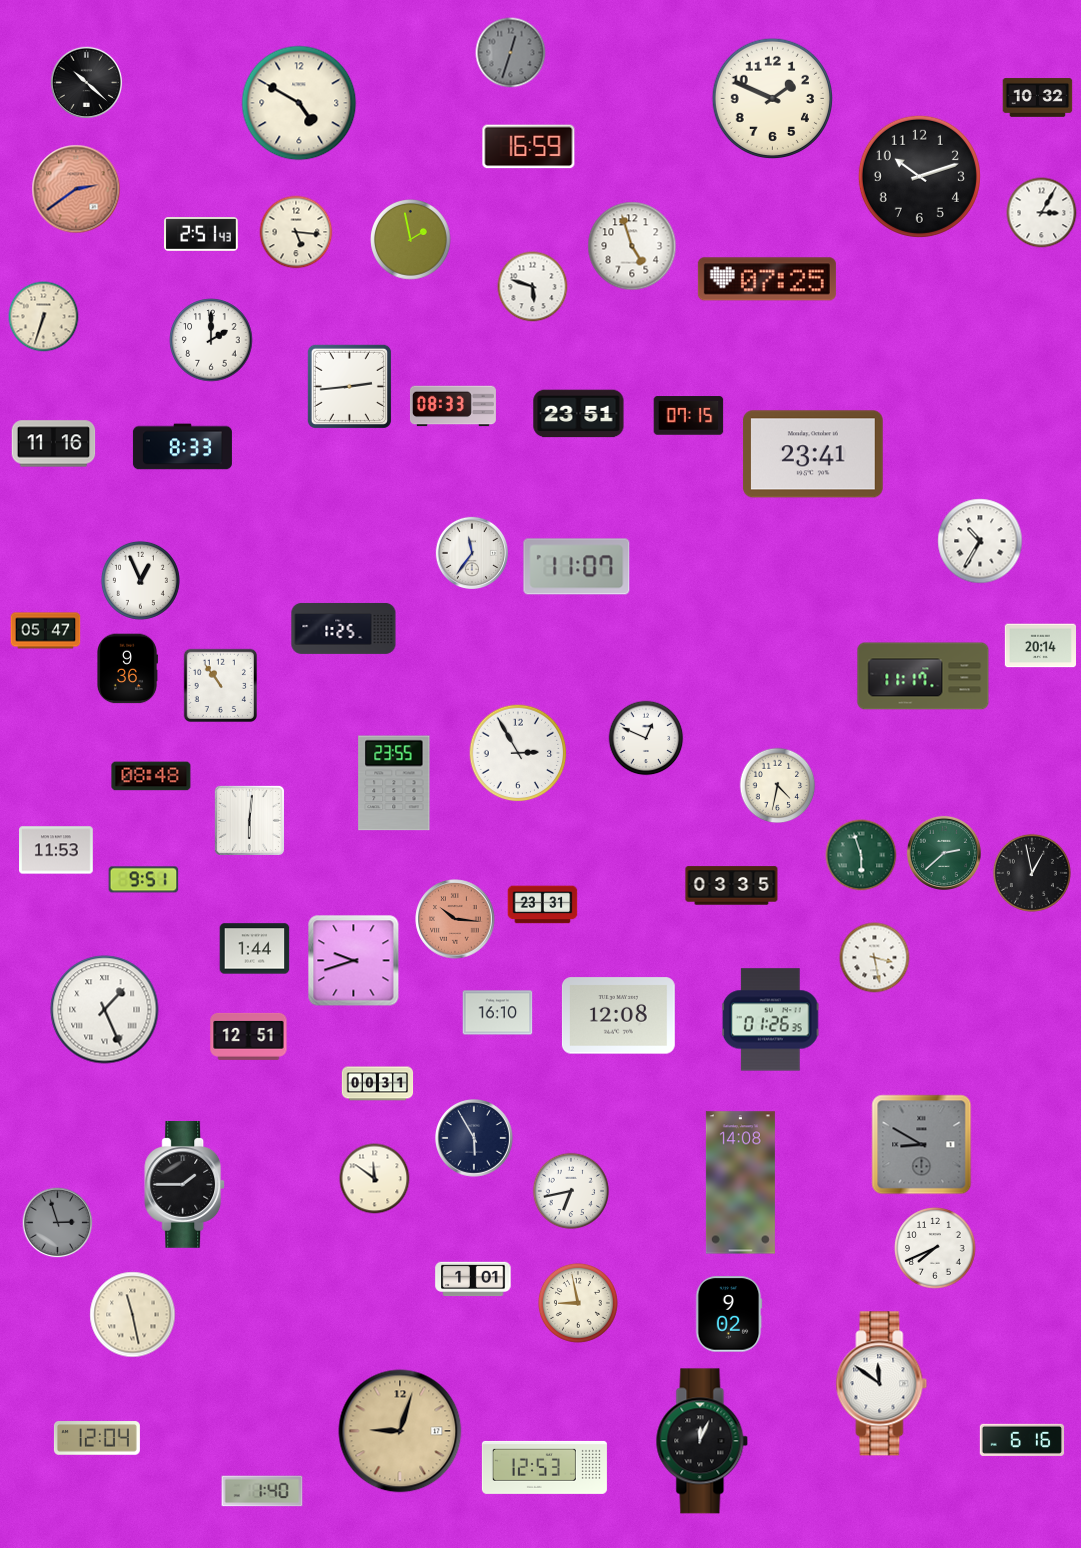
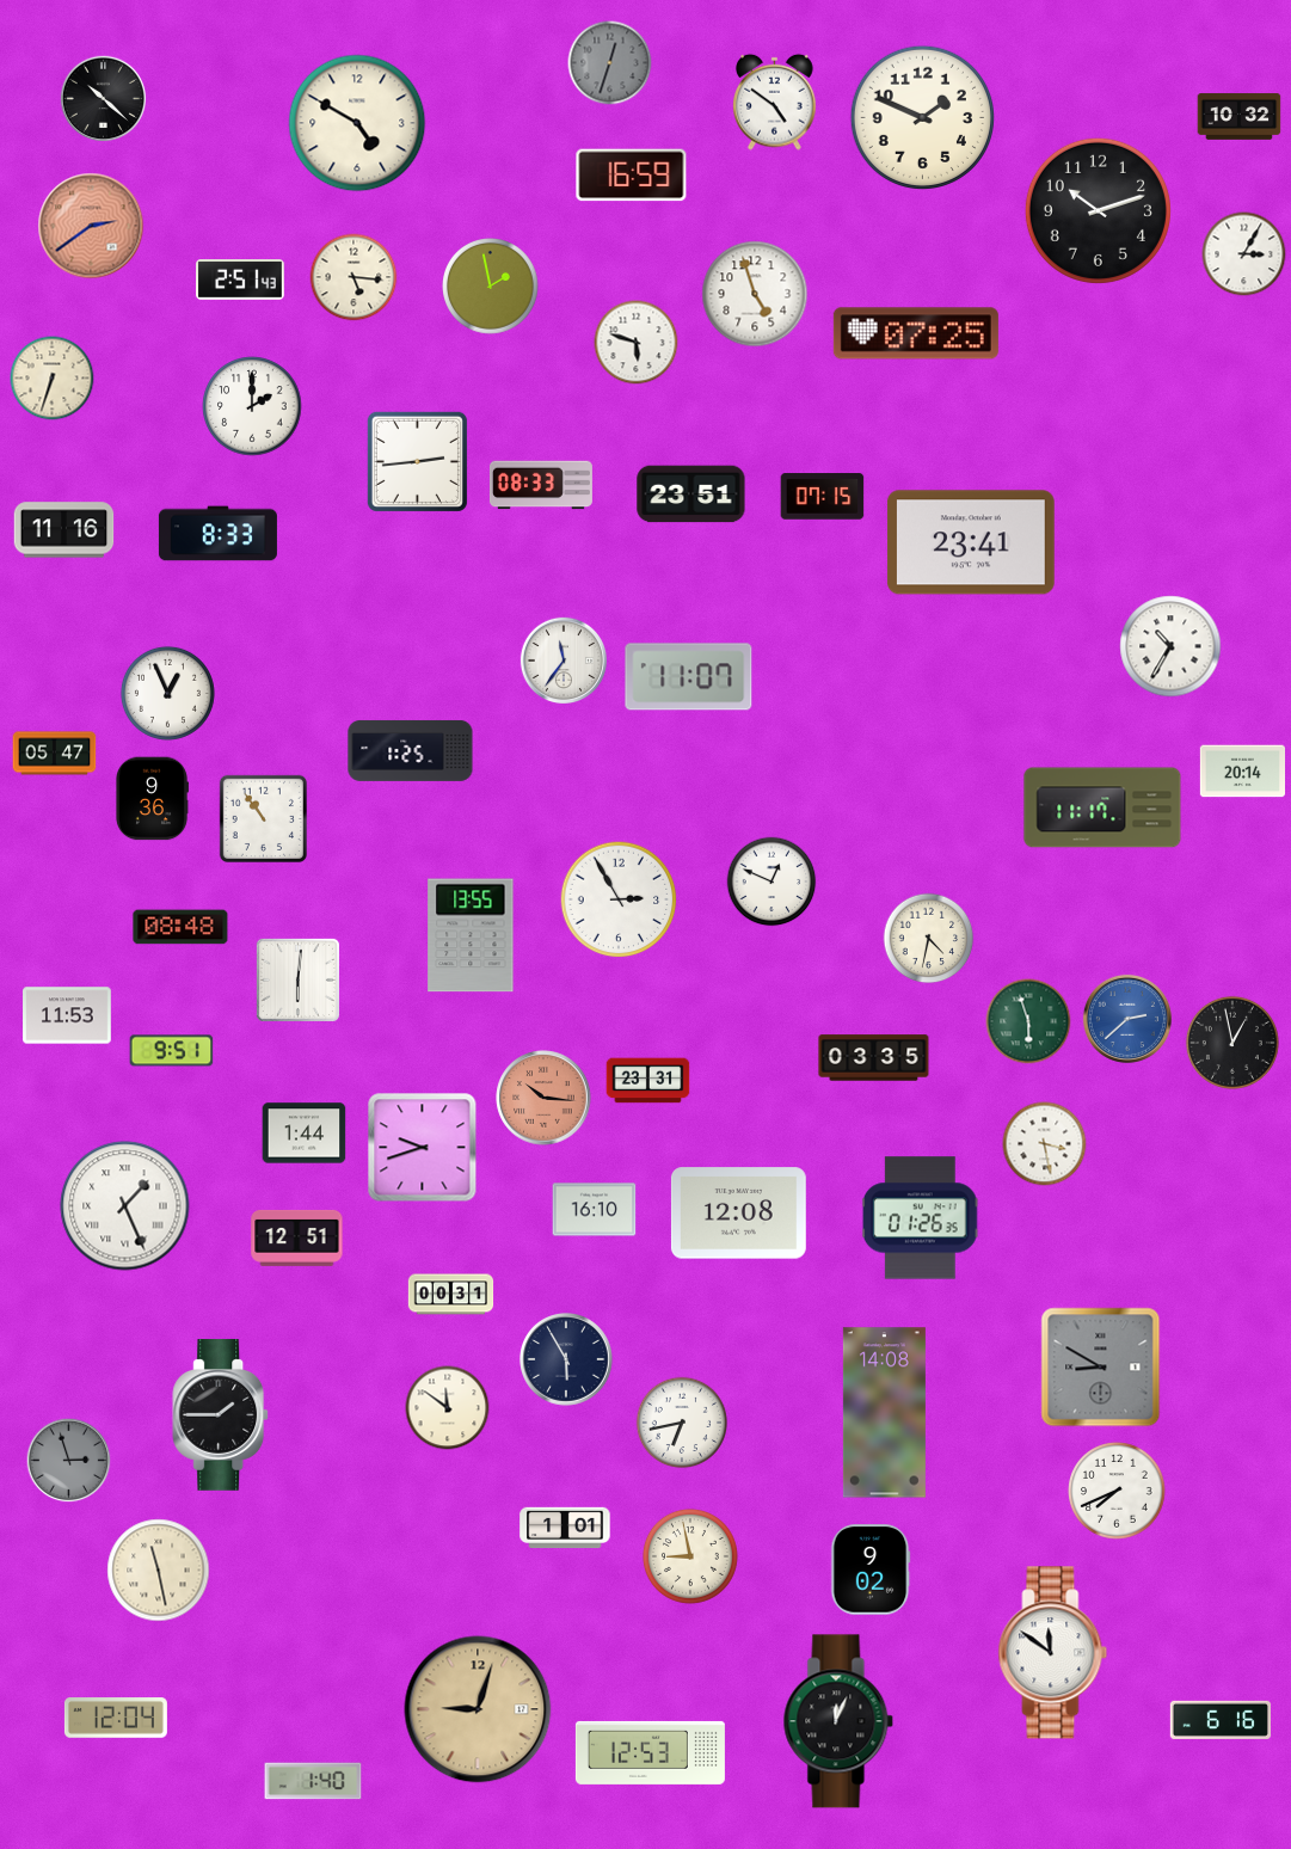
clock at (775, 102): none -> 4:51
clock at (394, 783): 23:55 -> 13:55
clock at (944, 853) dial: green -> blue
